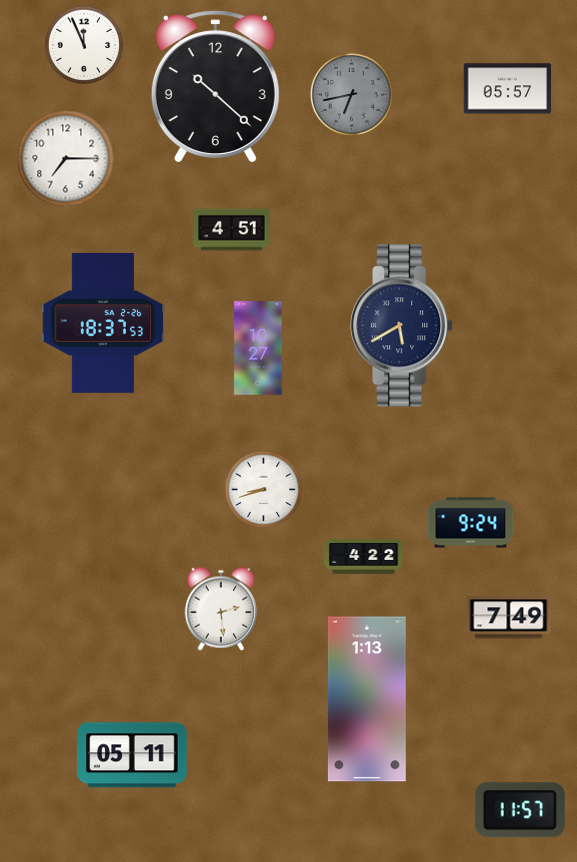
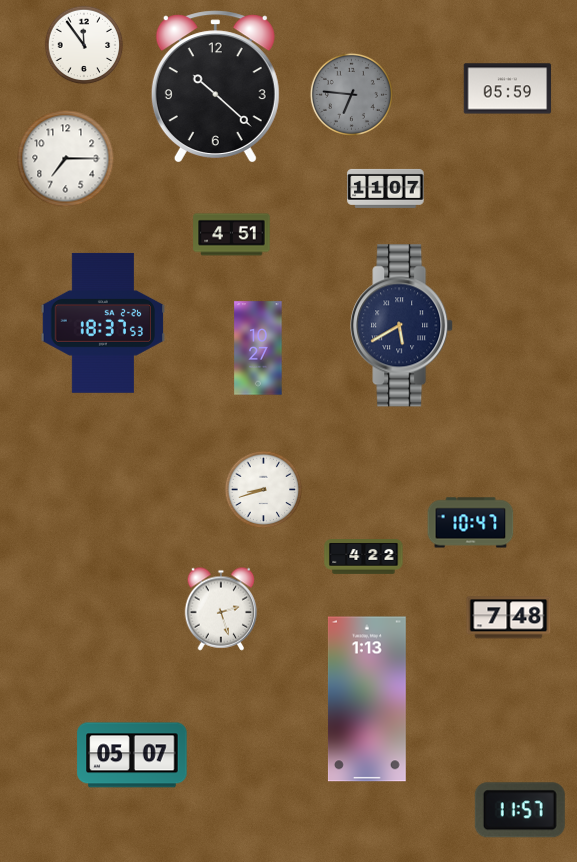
clock at (84, 45): 11:56 -> 11:54
clock at (508, 89): 05:57 -> 05:59
clock at (351, 94): 6:43 -> 6:46
clock at (386, 188): none -> 11:07
clock at (232, 230) position: (232, 230) -> (232, 235)
clock at (471, 523): 9:24 -> 10:47
clock at (221, 609): 2:29 -> 2:27
clock at (509, 618): 7:49 -> 7:48
clock at (132, 755): 05:11 -> 05:07
